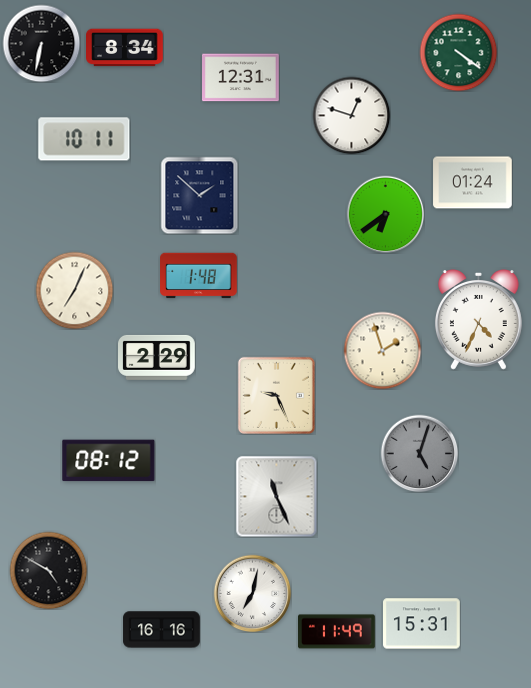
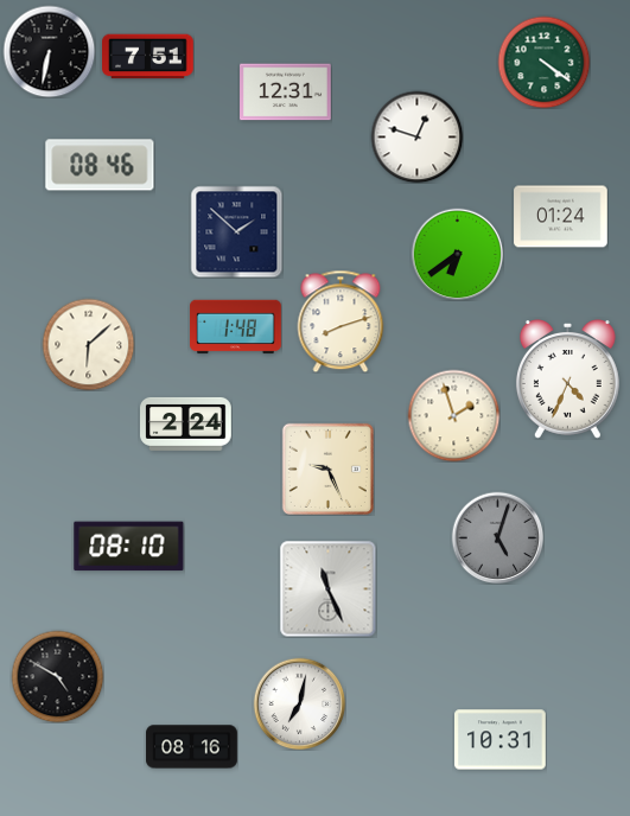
clock at (125, 48): 8:34 -> 7:51
clock at (84, 139): 10:11 -> 08:46
clock at (341, 321): none -> 8:12
clock at (74, 290): 7:04 -> 6:08
clock at (157, 357): 2:29 -> 2:24
clock at (109, 461): 08:12 -> 08:10
clock at (422, 624): 15:31 -> 10:31
clock at (162, 630): 16:16 -> 08:16
clock at (337, 632): 11:49 -> none
